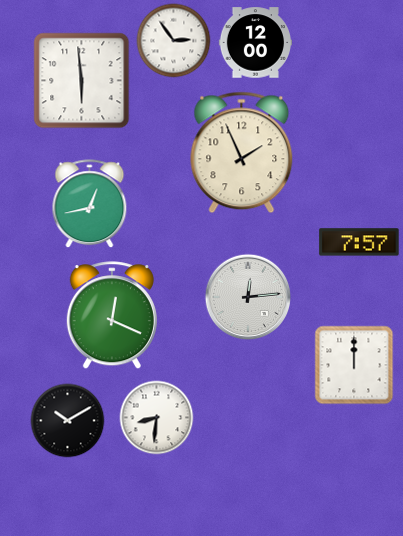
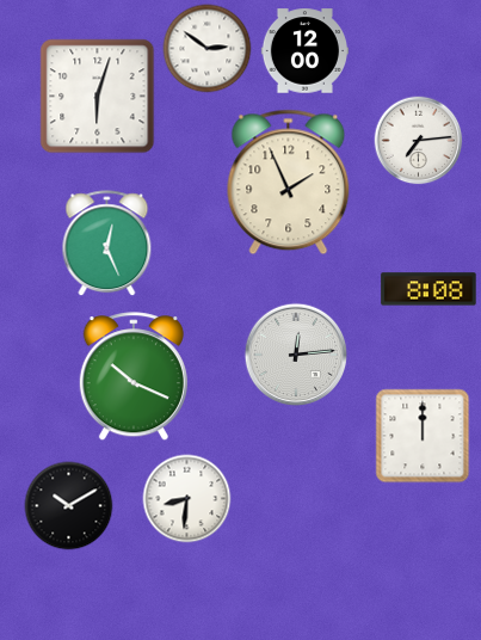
clock at (174, 41): 2:54 -> 2:51
clock at (82, 81): 5:59 -> 6:03
clock at (419, 141): none -> 7:14
clock at (90, 204): 12:43 -> 12:26
clock at (359, 242): 7:57 -> 8:08
clock at (112, 316): 12:19 -> 10:19
clock at (68, 421) position: (68, 421) -> (69, 506)
